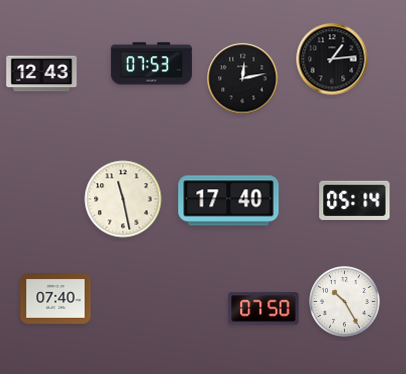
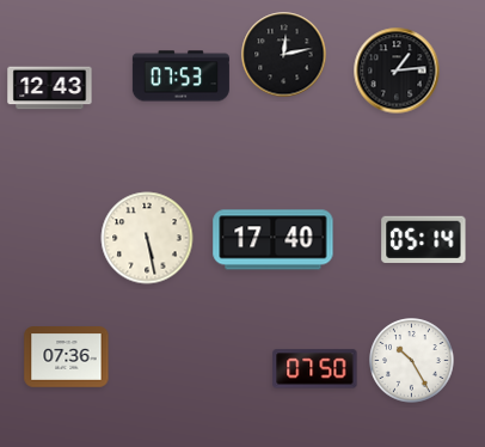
clock at (243, 79) position: (243, 79) -> (284, 55)
clock at (123, 199): 11:28 -> 5:28
clock at (56, 299): 07:40 -> 07:36
